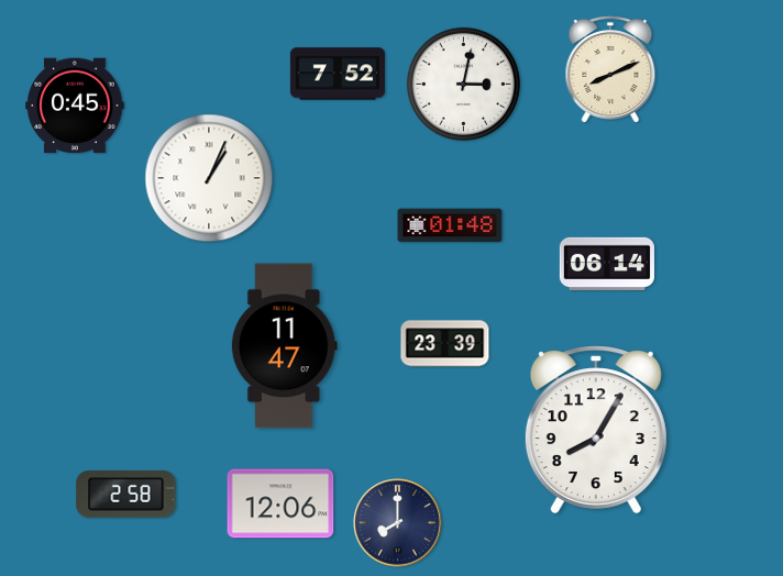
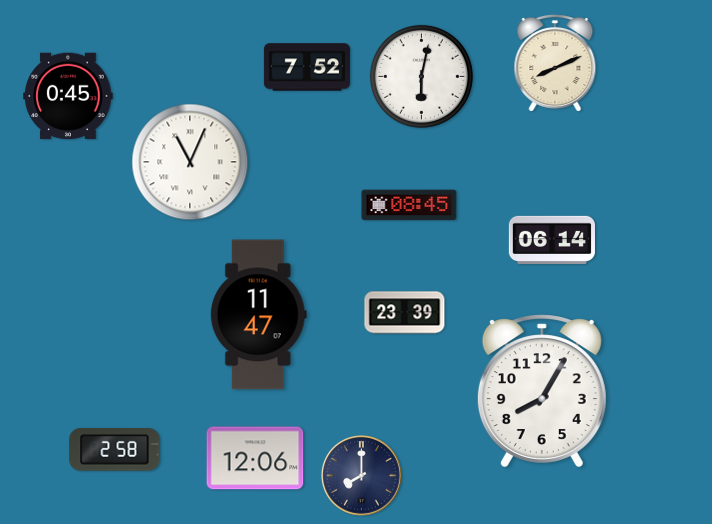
clock at (463, 84): 3:02 -> 6:02
clock at (209, 178): 1:04 -> 11:04
clock at (450, 225): 01:48 -> 08:45
